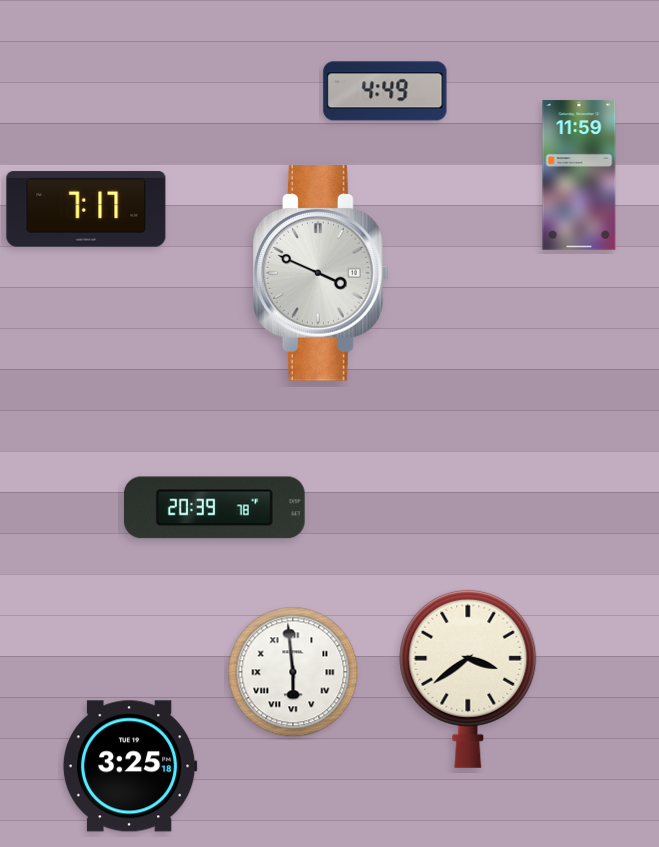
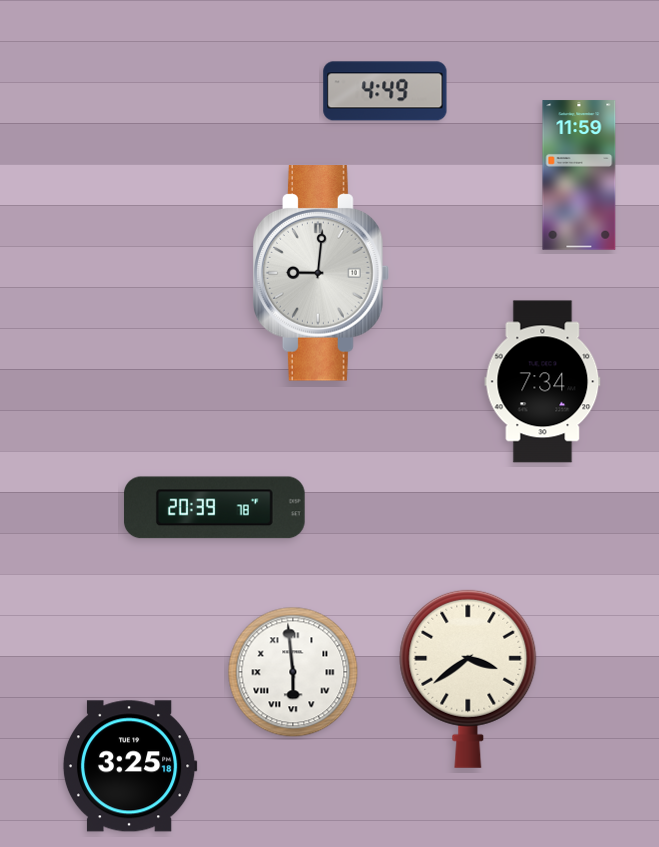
clock at (86, 209): 7:17 -> none
clock at (322, 273): 3:49 -> 9:01
clock at (543, 382): none -> 7:34
